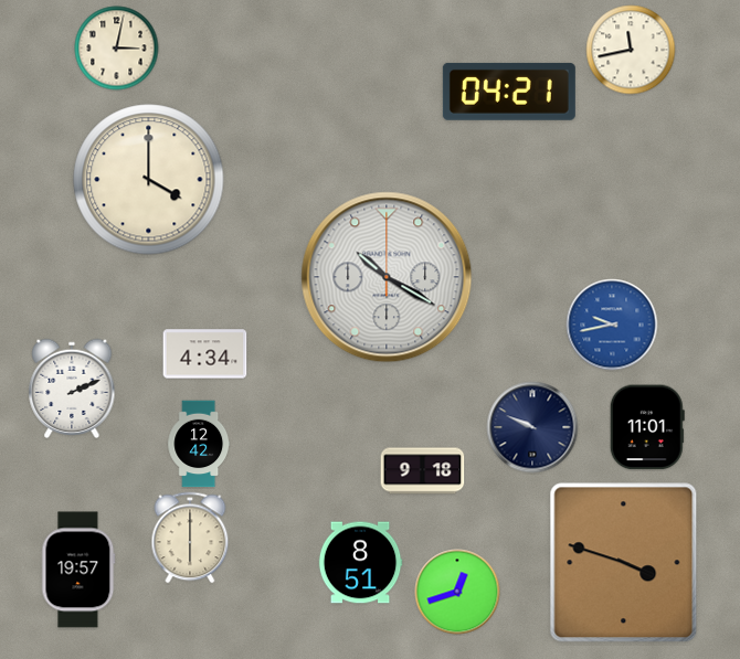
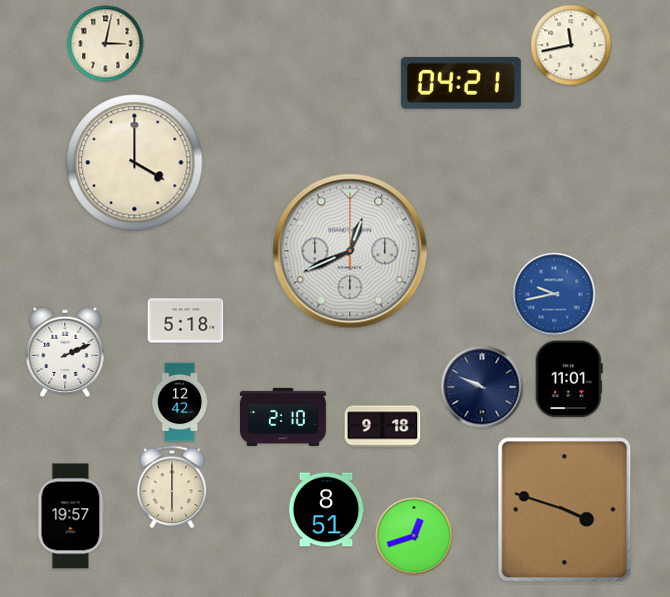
clock at (387, 277): 10:20 -> 12:41
clock at (205, 354): 4:34 -> 5:18
clock at (647, 427) position: (647, 427) -> (569, 379)
clock at (283, 417): none -> 2:10
